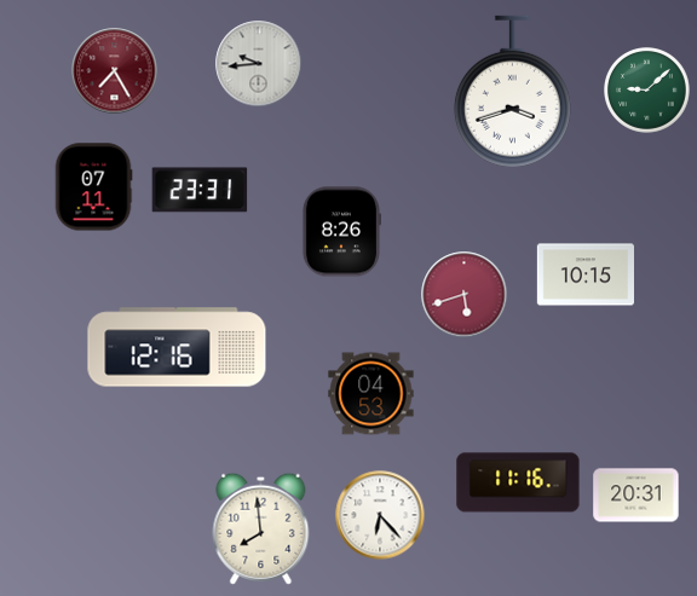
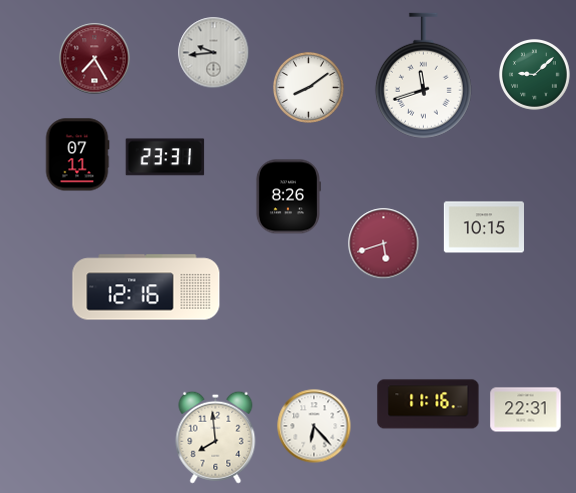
clock at (512, 92): 3:42 -> 11:42
clock at (309, 88): none -> 8:09
clock at (341, 232) position: (341, 232) -> (288, 197)
clock at (371, 394): 04:53 -> none
clock at (518, 482) position: (518, 482) -> (428, 404)
clock at (636, 496): 20:31 -> 22:31
